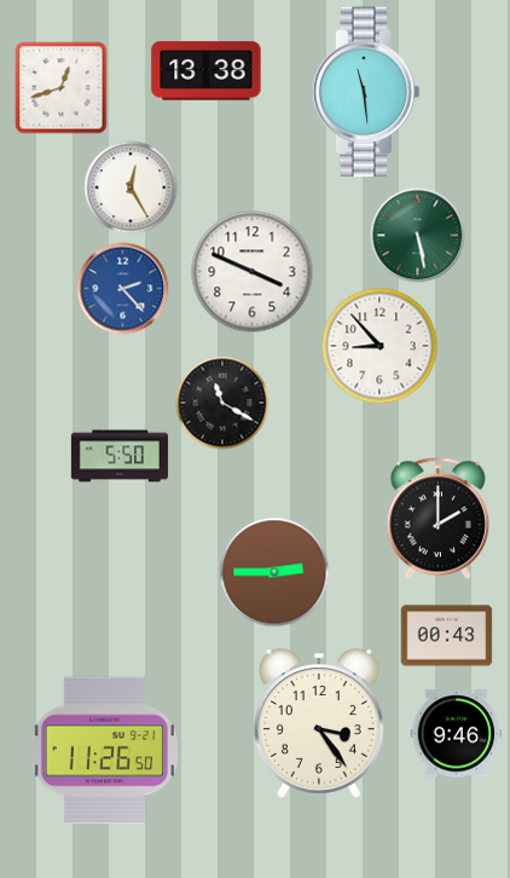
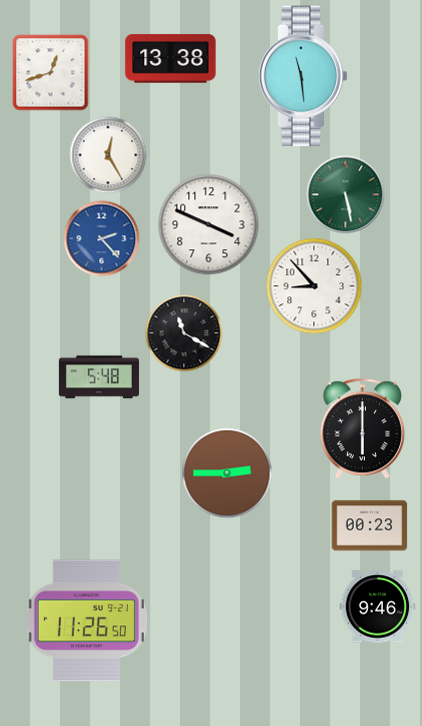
clock at (120, 456): 5:50 -> 5:48
clock at (437, 519): 2:00 -> 6:00
clock at (447, 636): 00:43 -> 00:23
clock at (319, 723): 3:24 -> none
